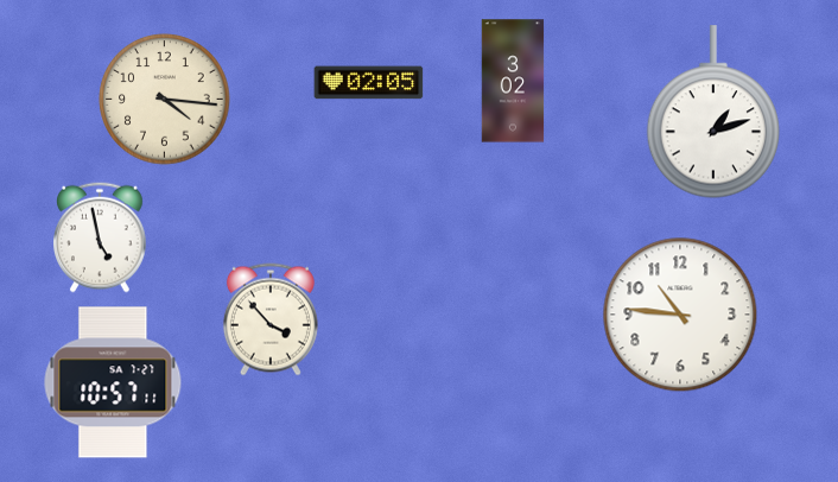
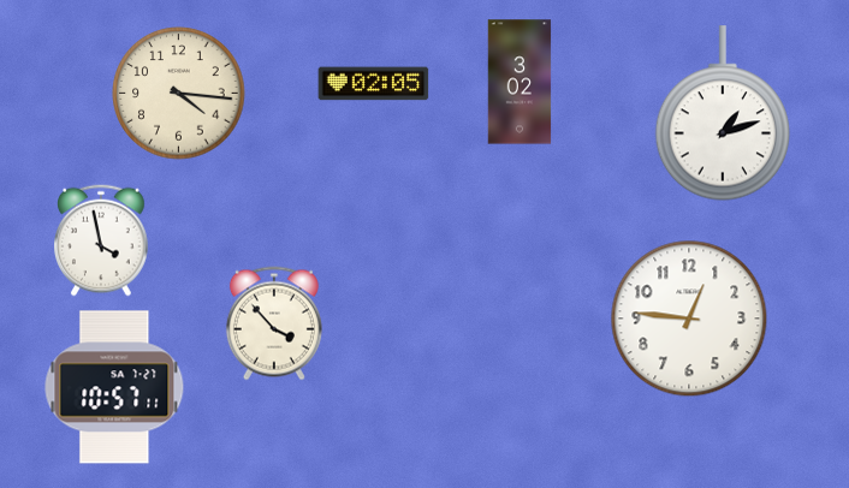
clock at (165, 100) position: (165, 100) -> (179, 94)
clock at (101, 237): 4:58 -> 3:58
clock at (680, 315): 10:46 -> 12:46
